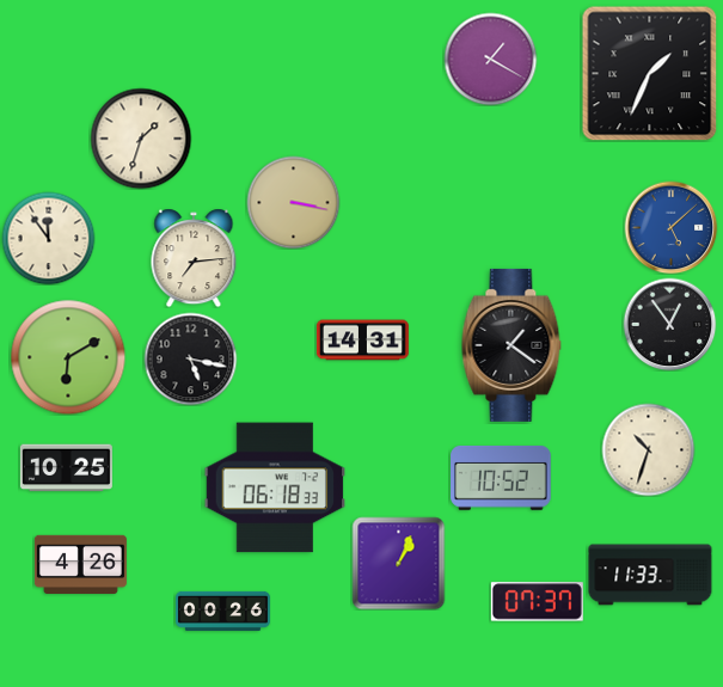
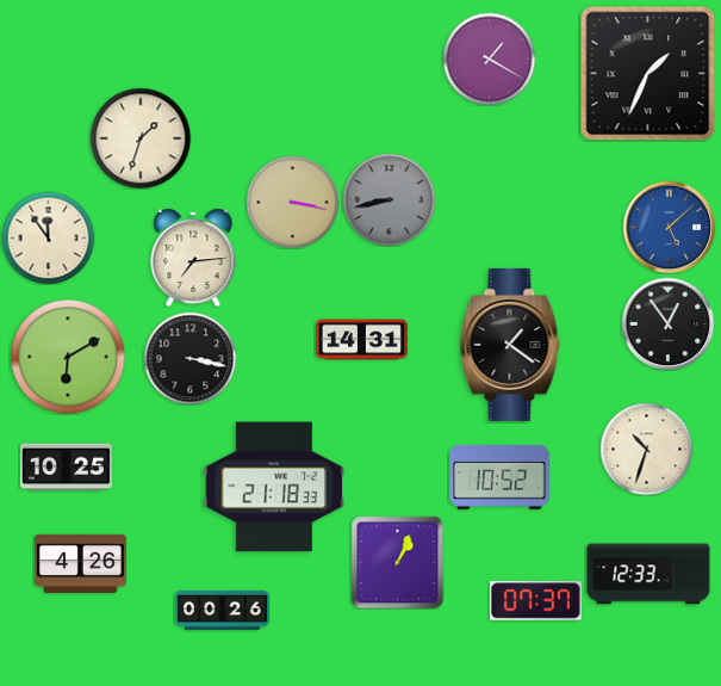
clock at (389, 199): none -> 8:43
clock at (190, 358): 5:17 -> 3:17
clock at (275, 487): 06:18 -> 21:18
clock at (650, 575): 11:33 -> 12:33
